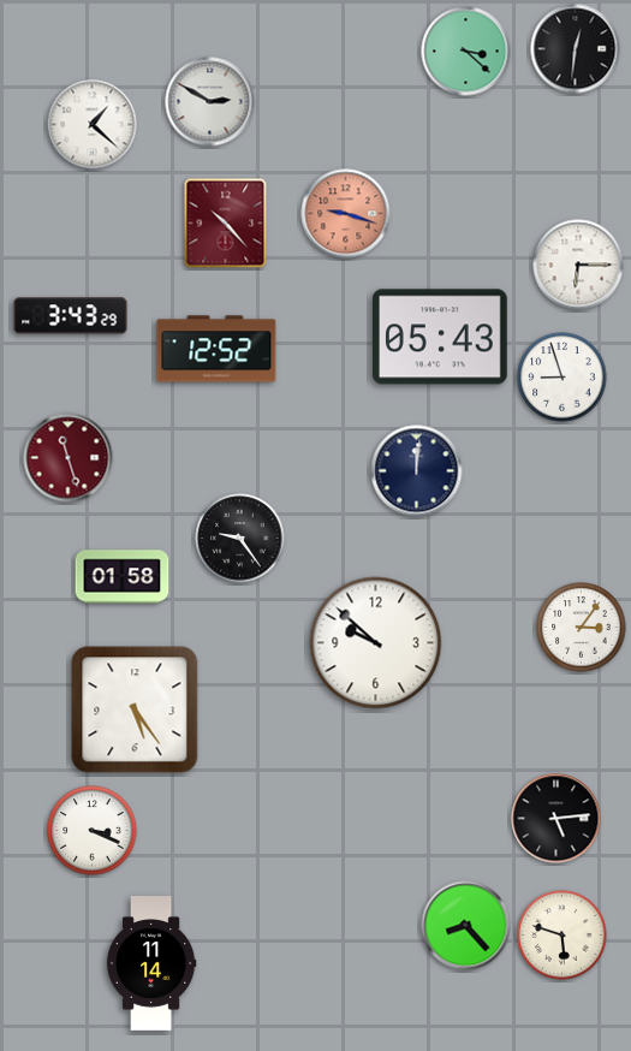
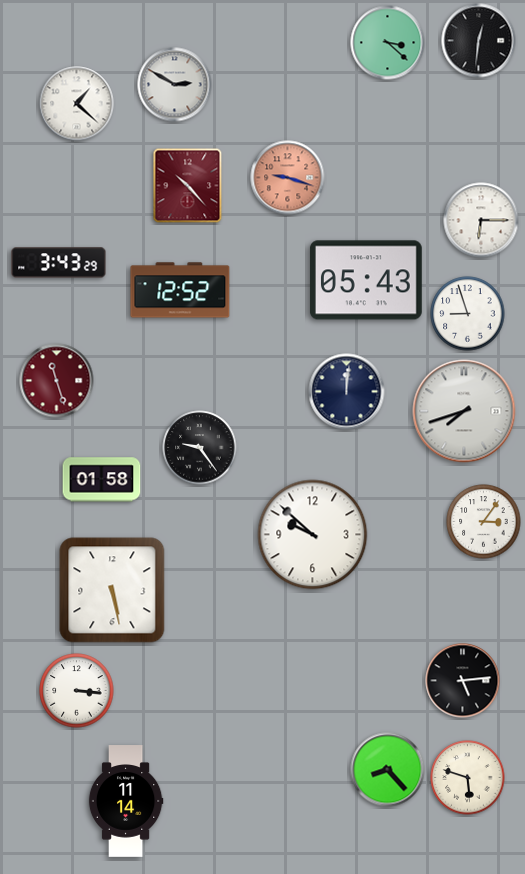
clock at (464, 411): none -> 7:42
clock at (135, 709): 5:24 -> 5:28
clock at (93, 831): 3:19 -> 3:16
